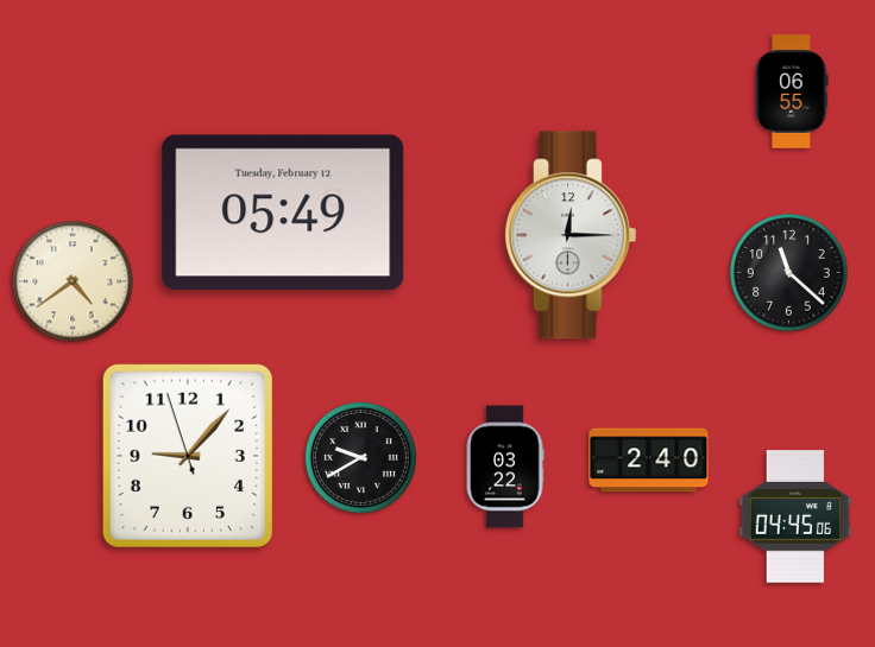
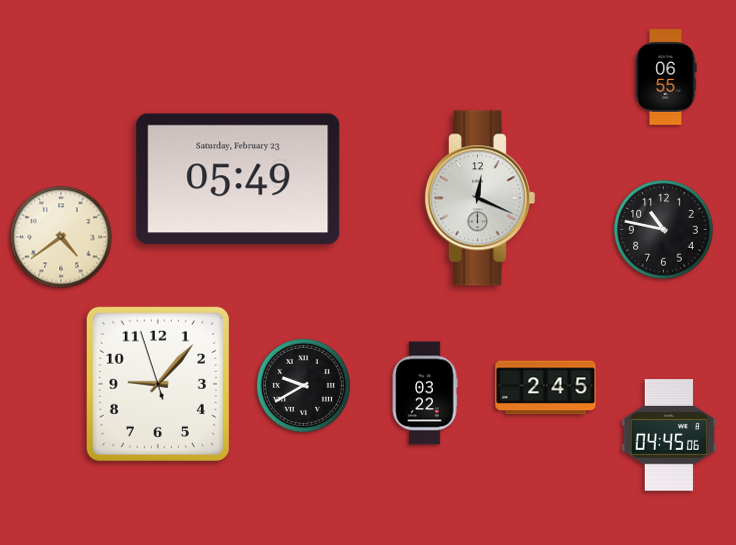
clock at (283, 213) date: Tuesday, February 12 -> Saturday, February 23
clock at (569, 235): 12:15 -> 12:19
clock at (789, 273): 11:22 -> 10:47
clock at (649, 461): 2:40 -> 2:45
